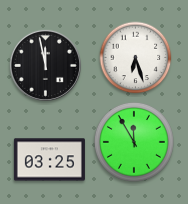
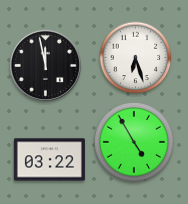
clock at (134, 142): 11:55 -> 4:55
clock at (49, 160): 03:25 -> 03:22
